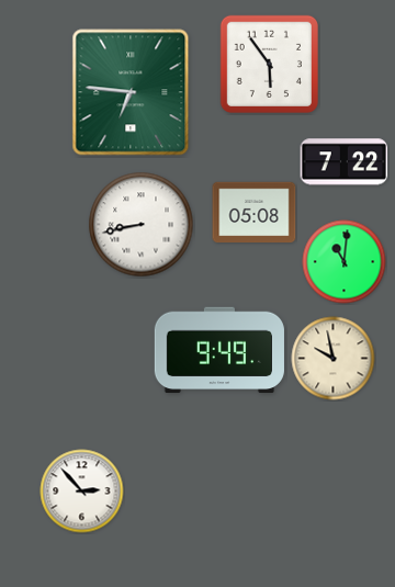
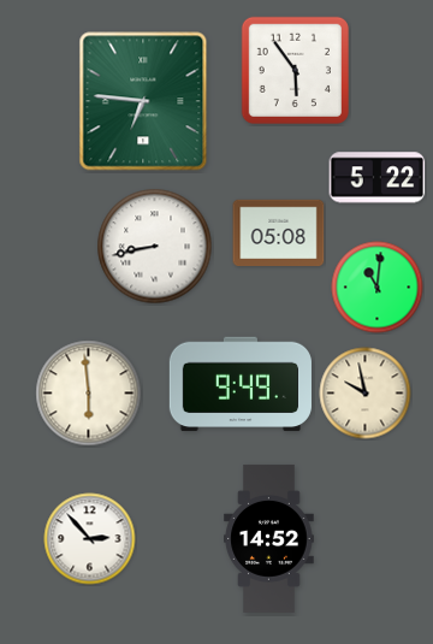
clock at (345, 162): 7:22 -> 5:22
clock at (89, 394): none -> 5:59
clock at (269, 538): none -> 14:52
